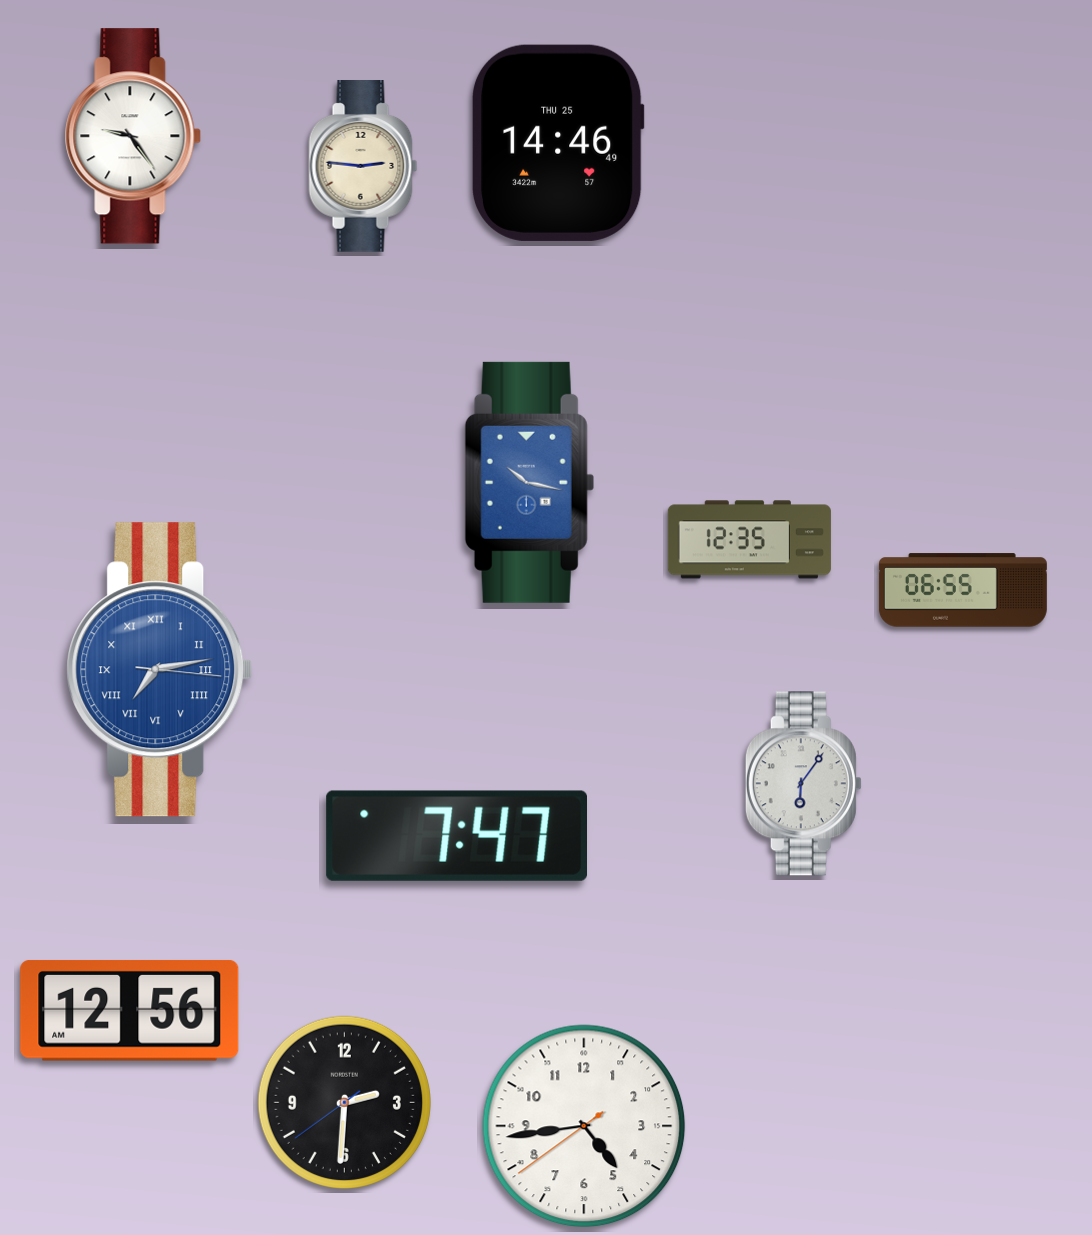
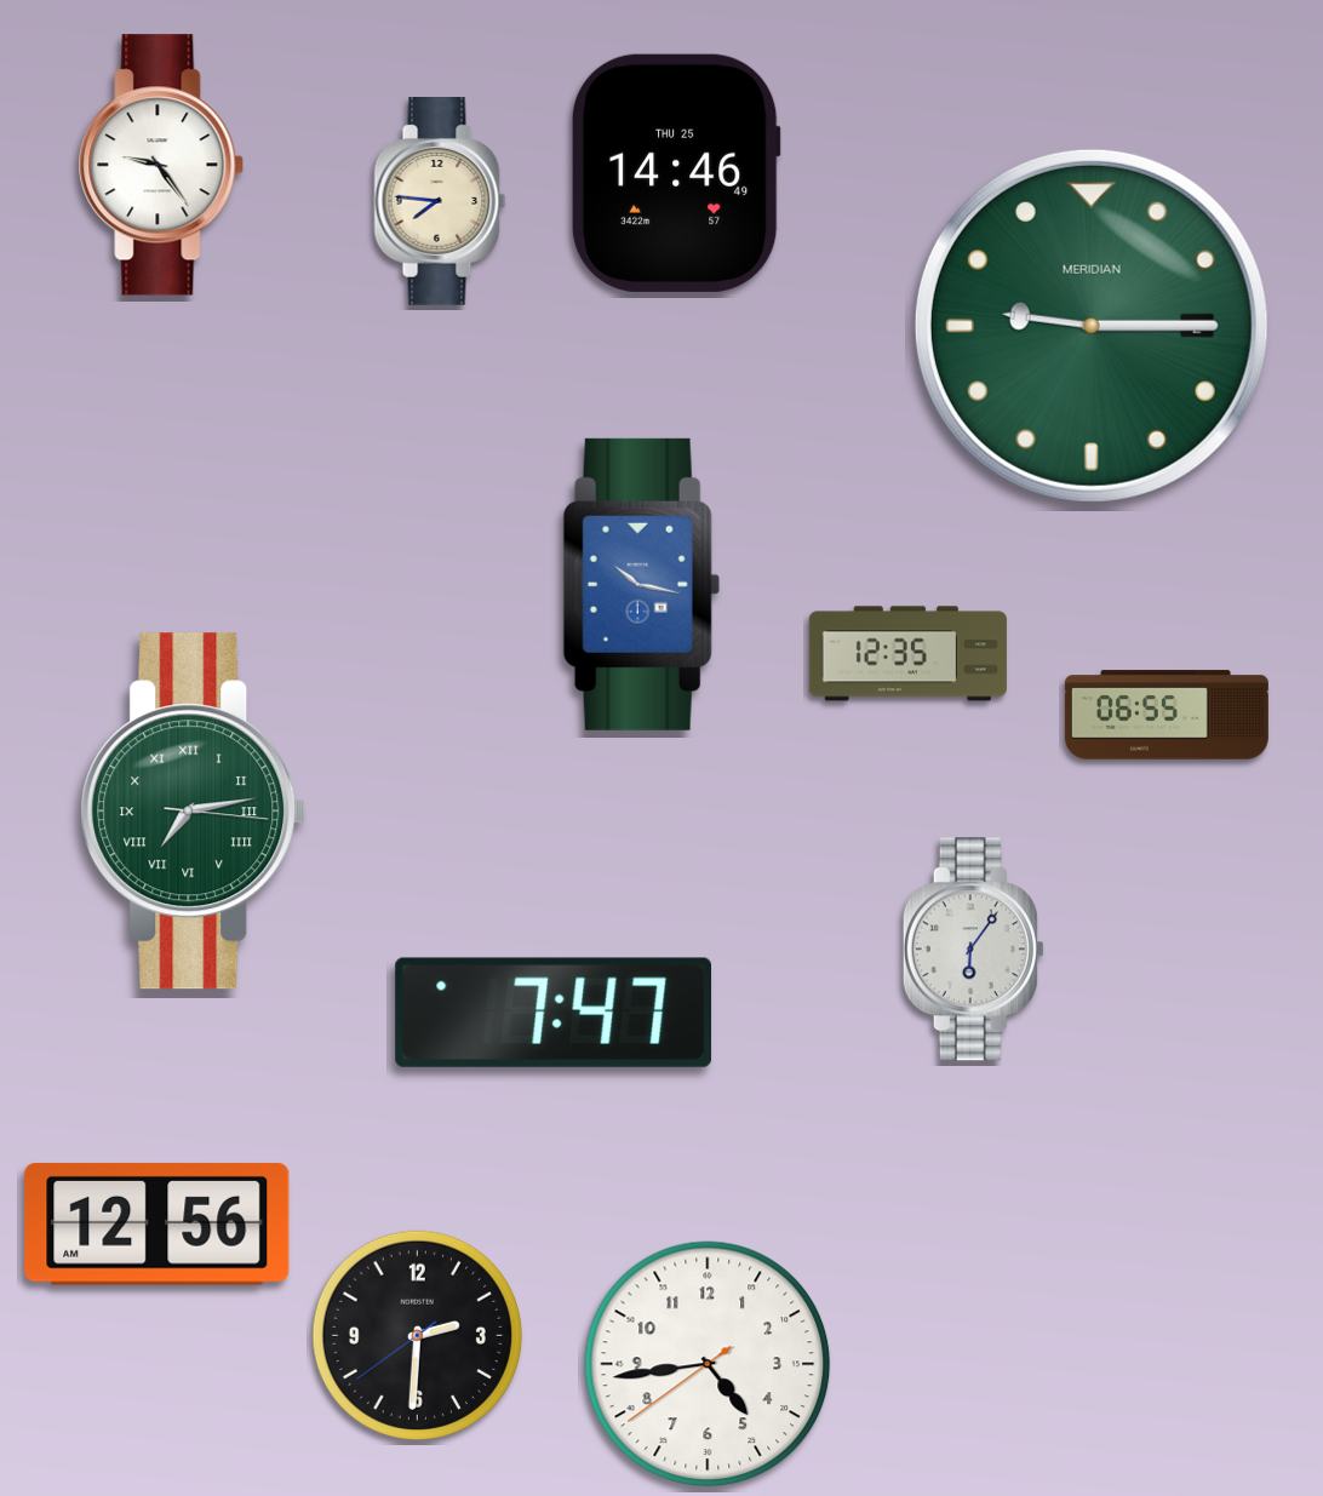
clock at (363, 167): 2:46 -> 7:46
clock at (1092, 326): none -> 9:15
clock at (160, 670) dial: blue -> green
